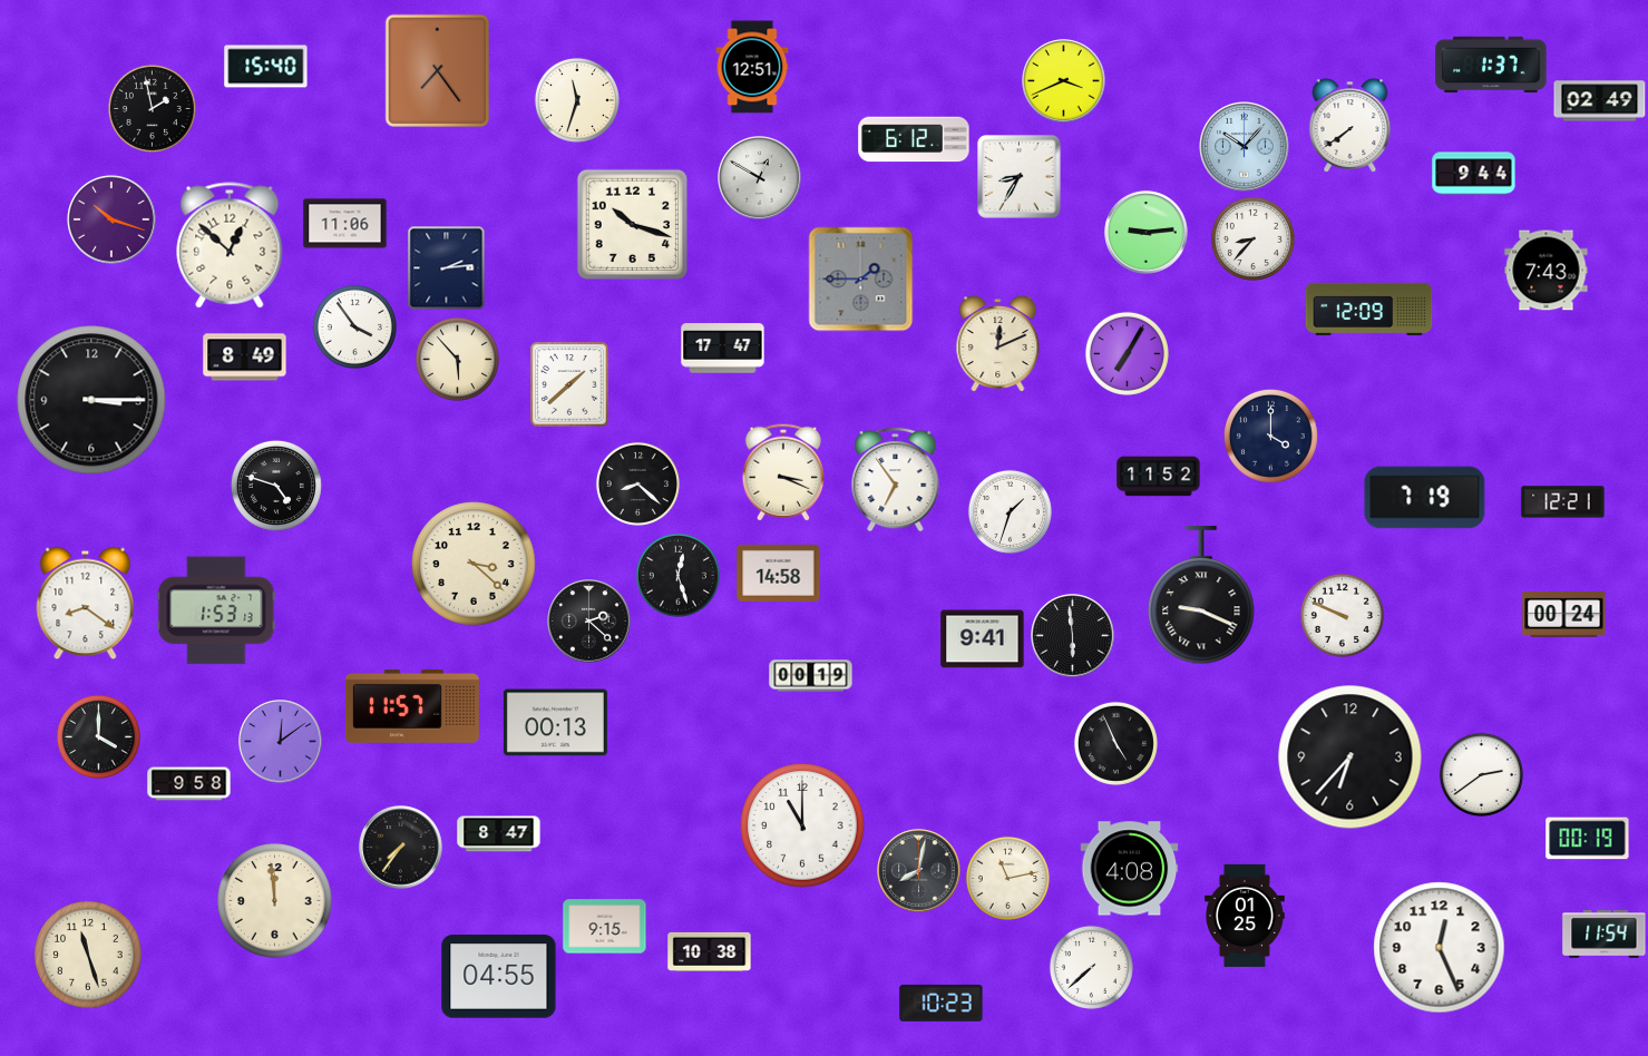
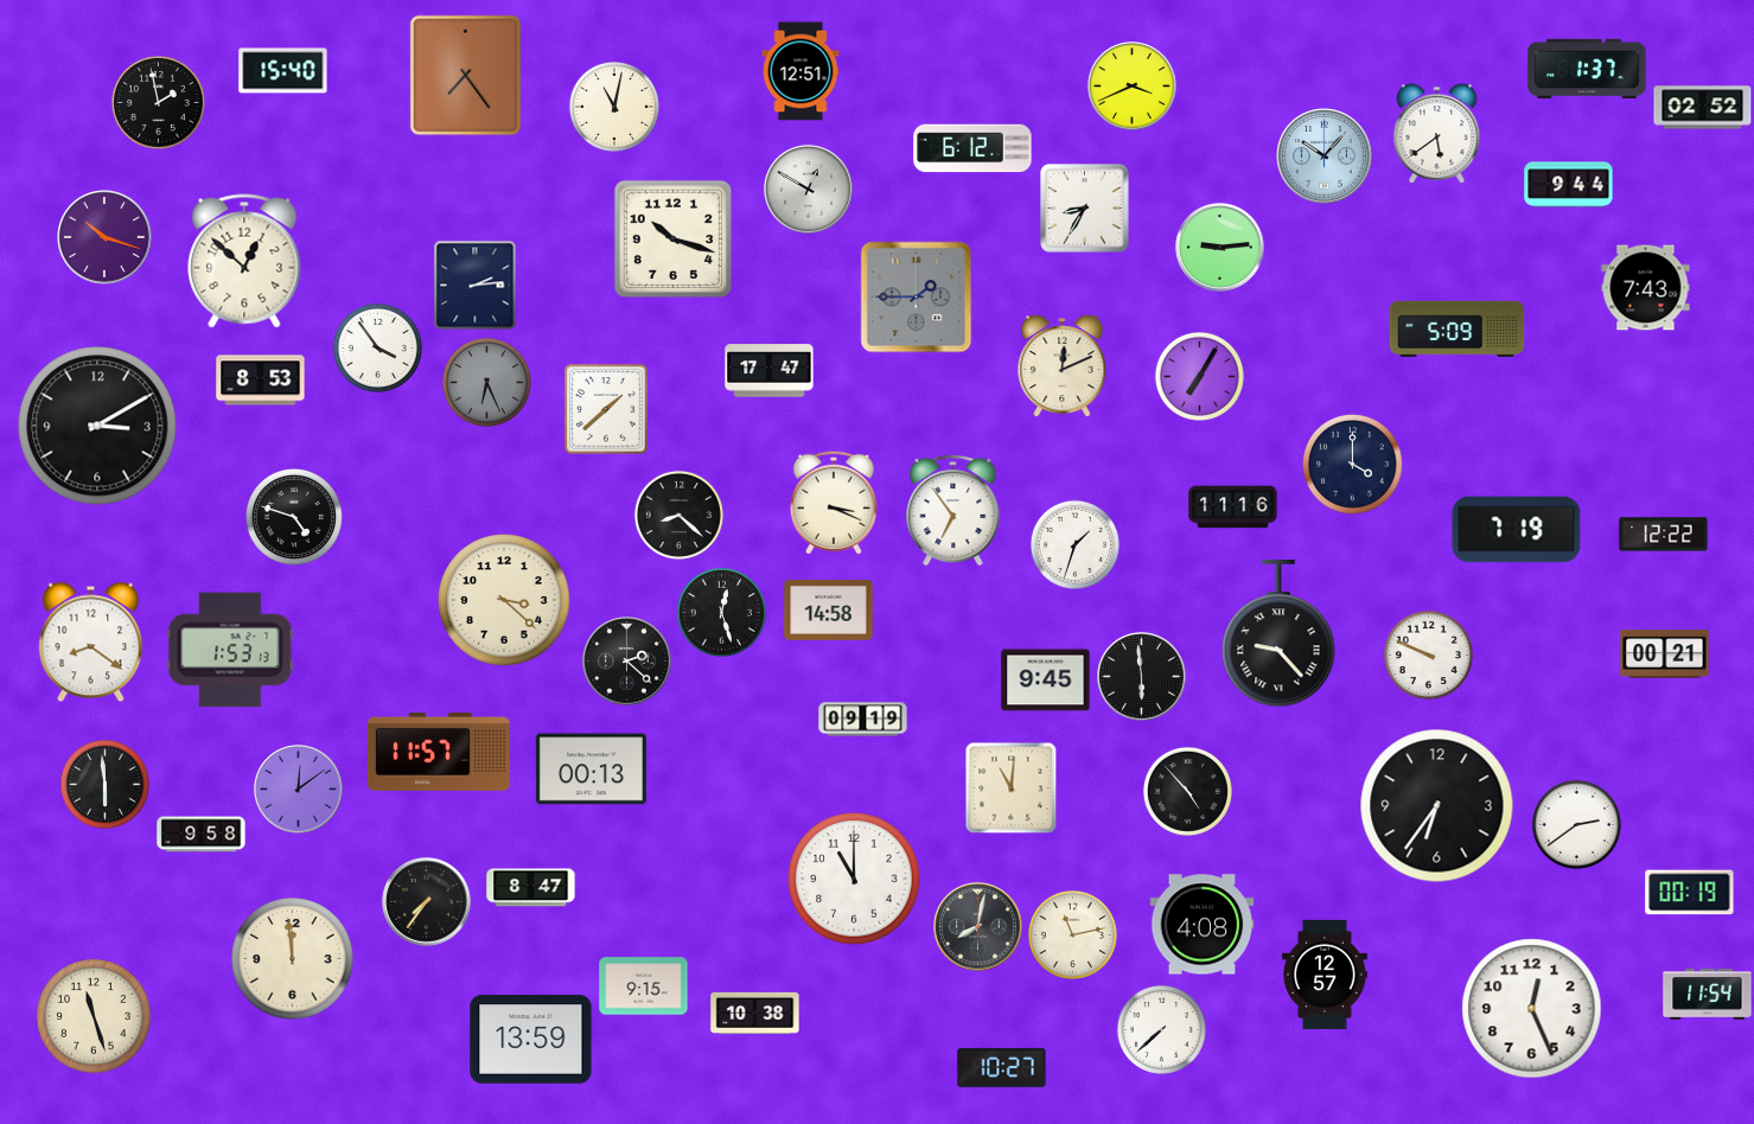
clock at (577, 100): 11:33 -> 11:02
clock at (1600, 101): 02:49 -> 02:52
clock at (152, 108) position: (152, 108) -> (158, 102)
clock at (1350, 126): 7:39 -> 5:39
clock at (1020, 177) position: (1020, 177) -> (1085, 209)
clock at (111, 219) position: (111, 219) -> (104, 237)
clock at (345, 224): 11:06 -> none
clock at (1252, 238): 8:37 -> none
clock at (1369, 310): 12:09 -> 5:09
clock at (245, 358): 8:49 -> 8:53
clock at (457, 359): 5:53 -> 6:26
clock at (457, 359) dial: cream -> grey
clock at (91, 400): 3:15 -> 3:10
clock at (1159, 477): 11:52 -> 11:16
clock at (1563, 502): 12:21 -> 12:22
clock at (1201, 596): 9:19 -> 9:23
clock at (1564, 615): 00:24 -> 00:21
clock at (983, 639): 9:41 -> 9:45
clock at (811, 676): 00:19 -> 09:19
clock at (98, 736): 4:00 -> 5:59
clock at (1012, 788): none -> 11:01
clock at (1115, 743): 4:56 -> 4:53
clock at (1350, 757): 6:37 -> 6:36
clock at (1245, 916): 01:25 -> 12:57
clock at (499, 977): 04:55 -> 13:59
clock at (942, 1003): 10:23 -> 10:27
